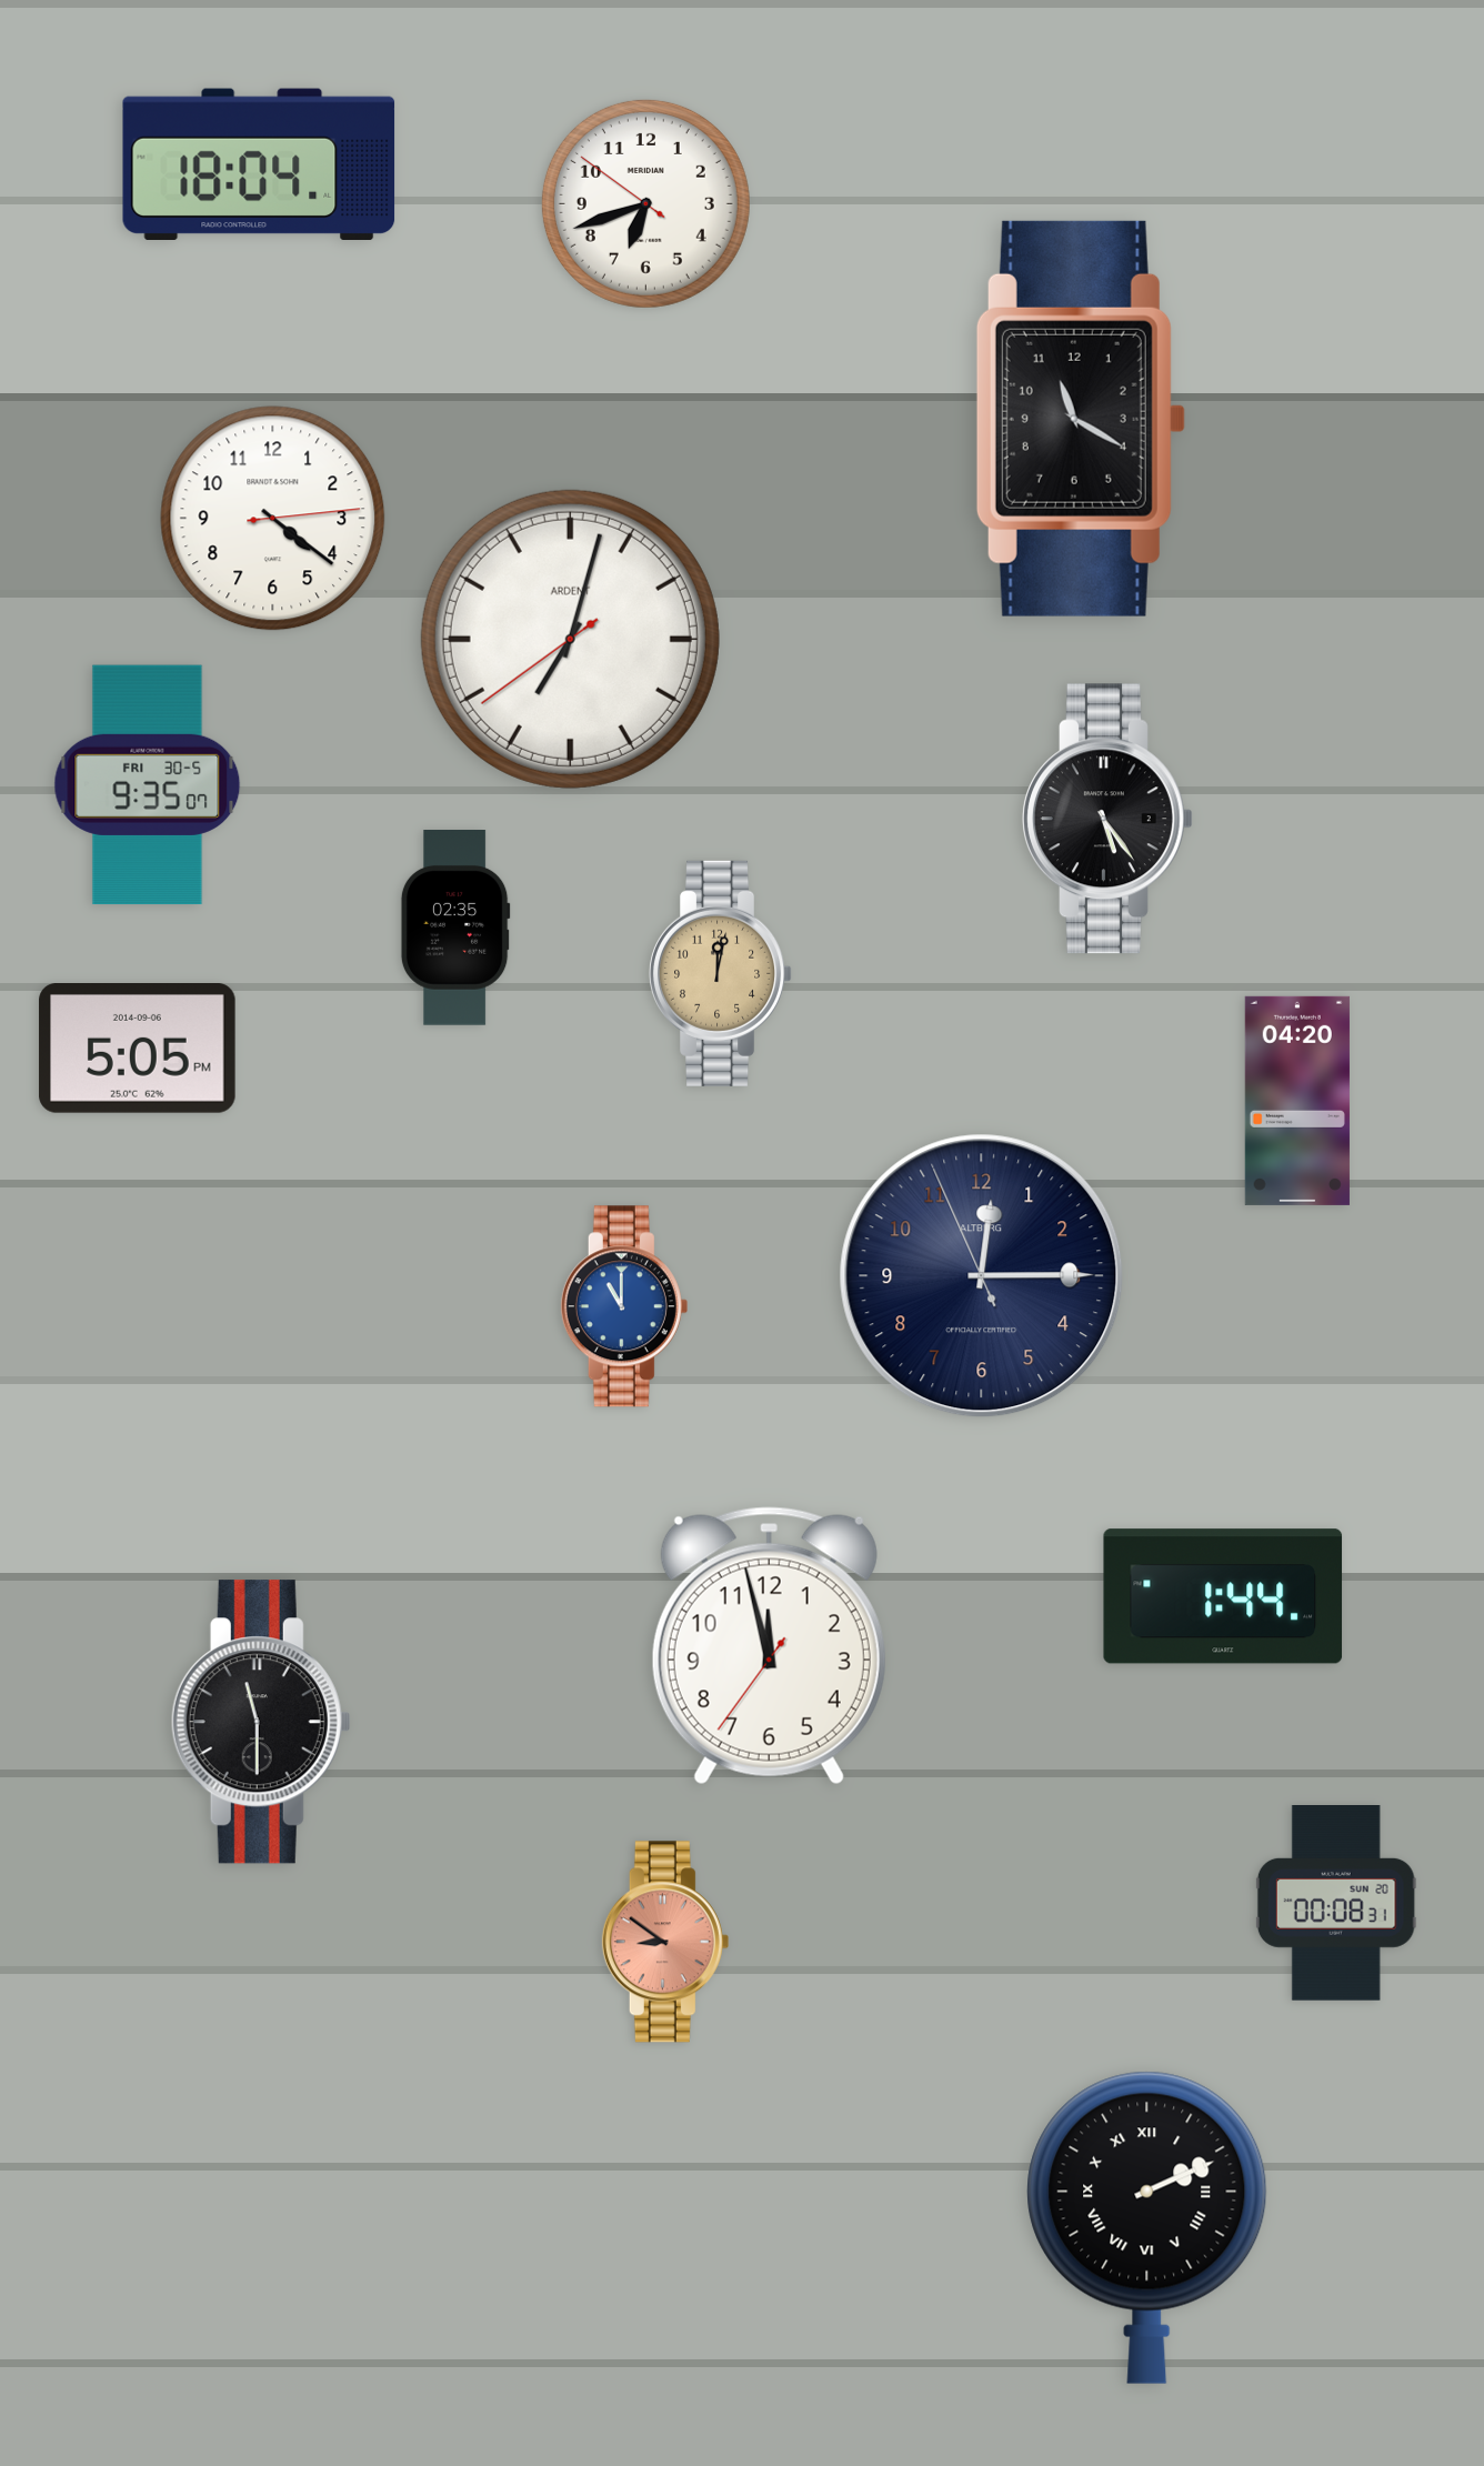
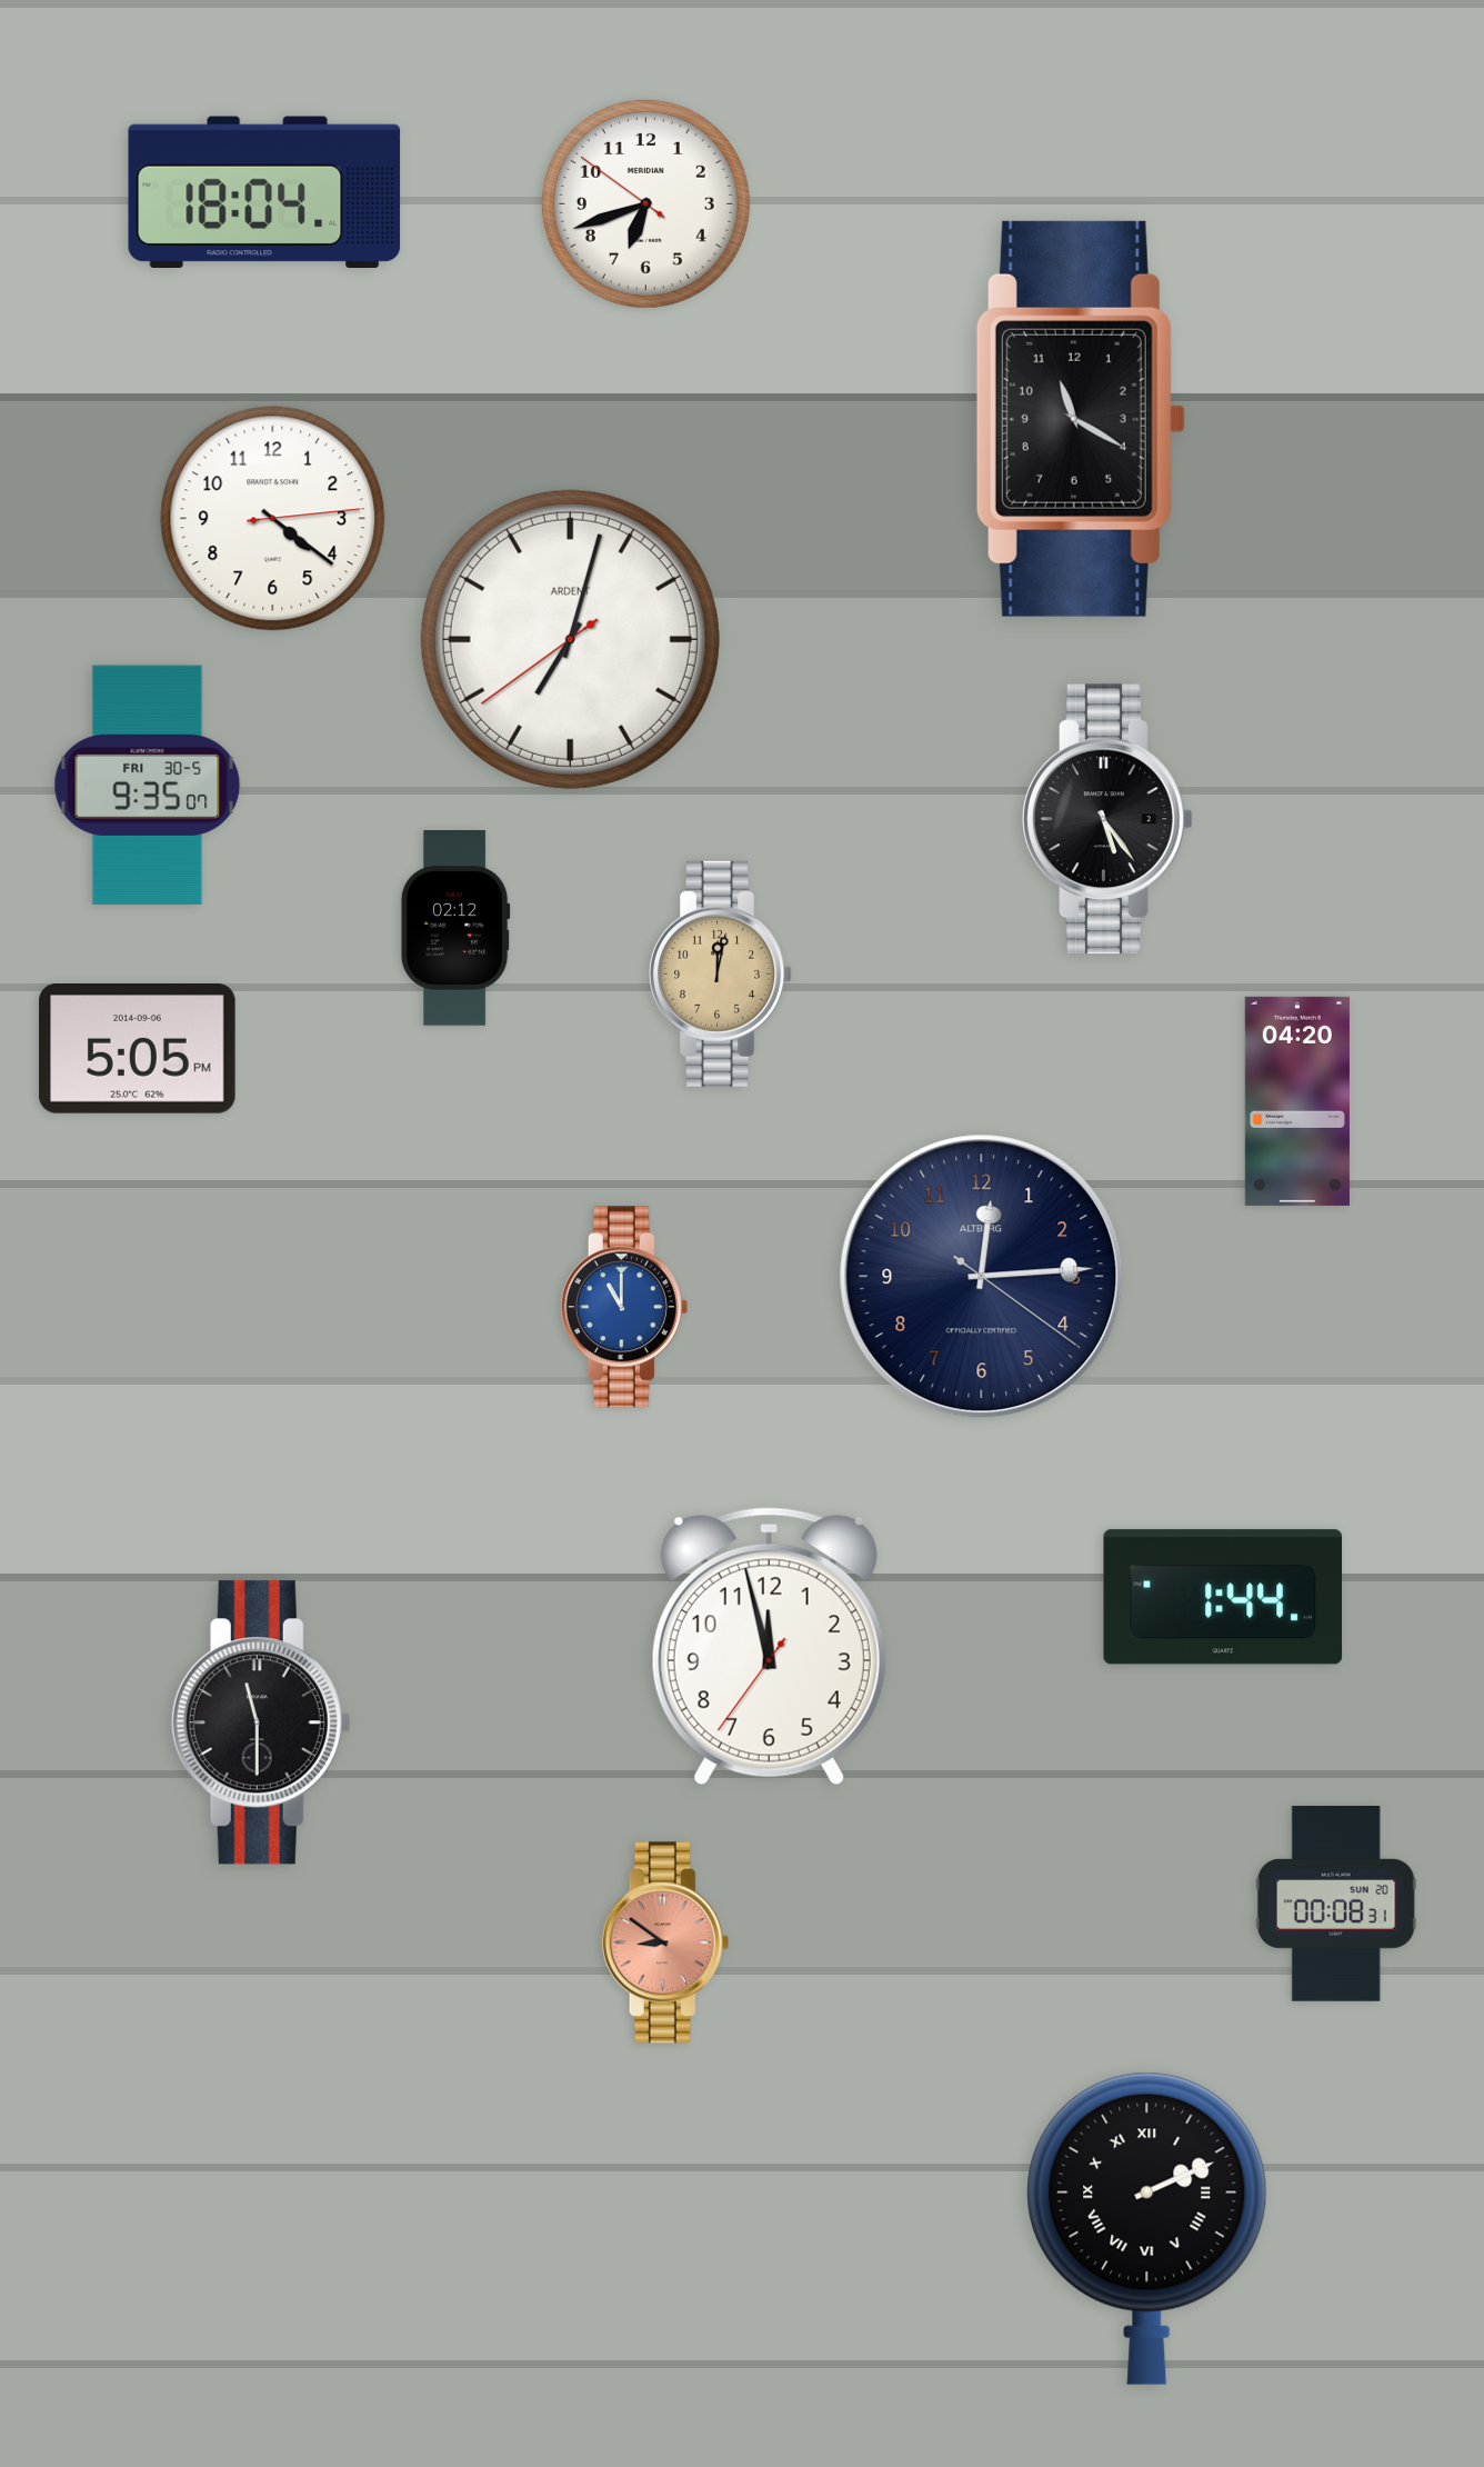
clock at (259, 163) position: (259, 163) -> (264, 191)
clock at (455, 929): 02:35 -> 02:12
clock at (982, 1276): 12:14:56 -> 12:14:21
